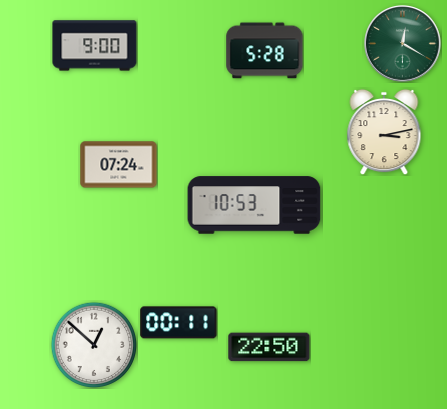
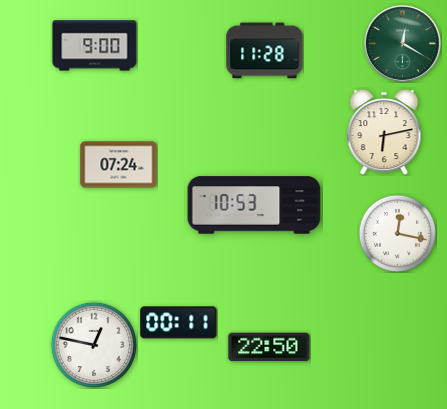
clock at (265, 51): 5:28 -> 11:28
clock at (384, 132): 3:13 -> 6:13
clock at (397, 233): none -> 12:17
clock at (94, 345): 12:52 -> 12:47
